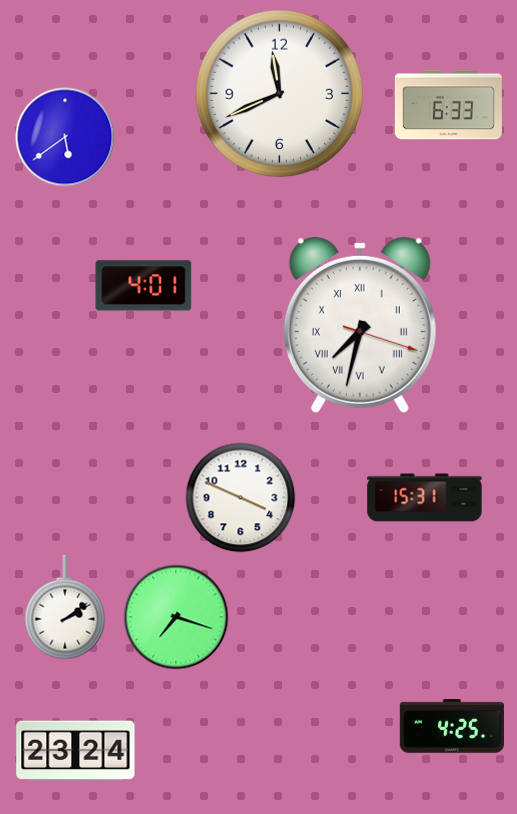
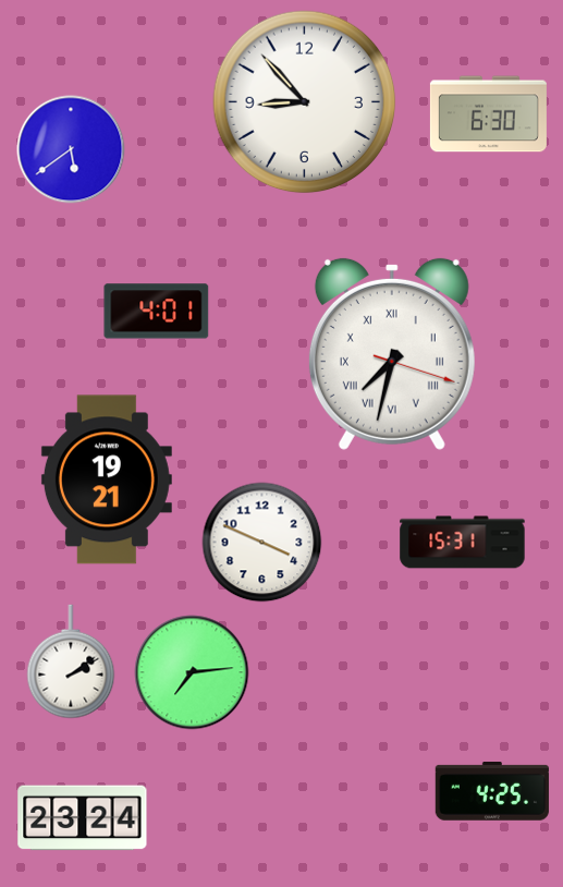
clock at (280, 94): 11:41 -> 8:53
clock at (448, 105): 6:33 -> 6:30
clock at (107, 479): none -> 19:21
clock at (176, 617): 7:18 -> 7:14
